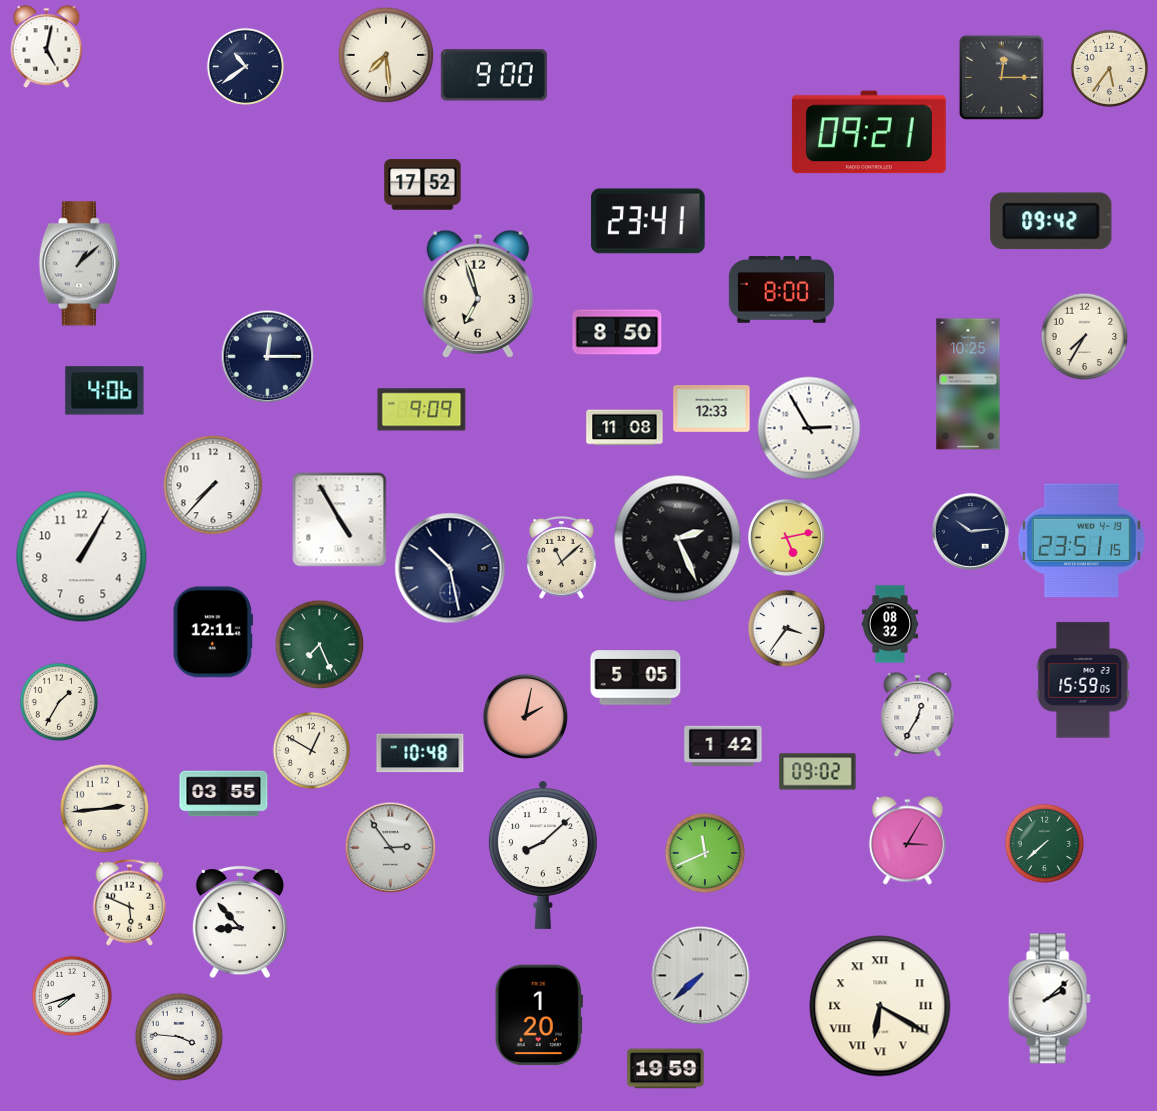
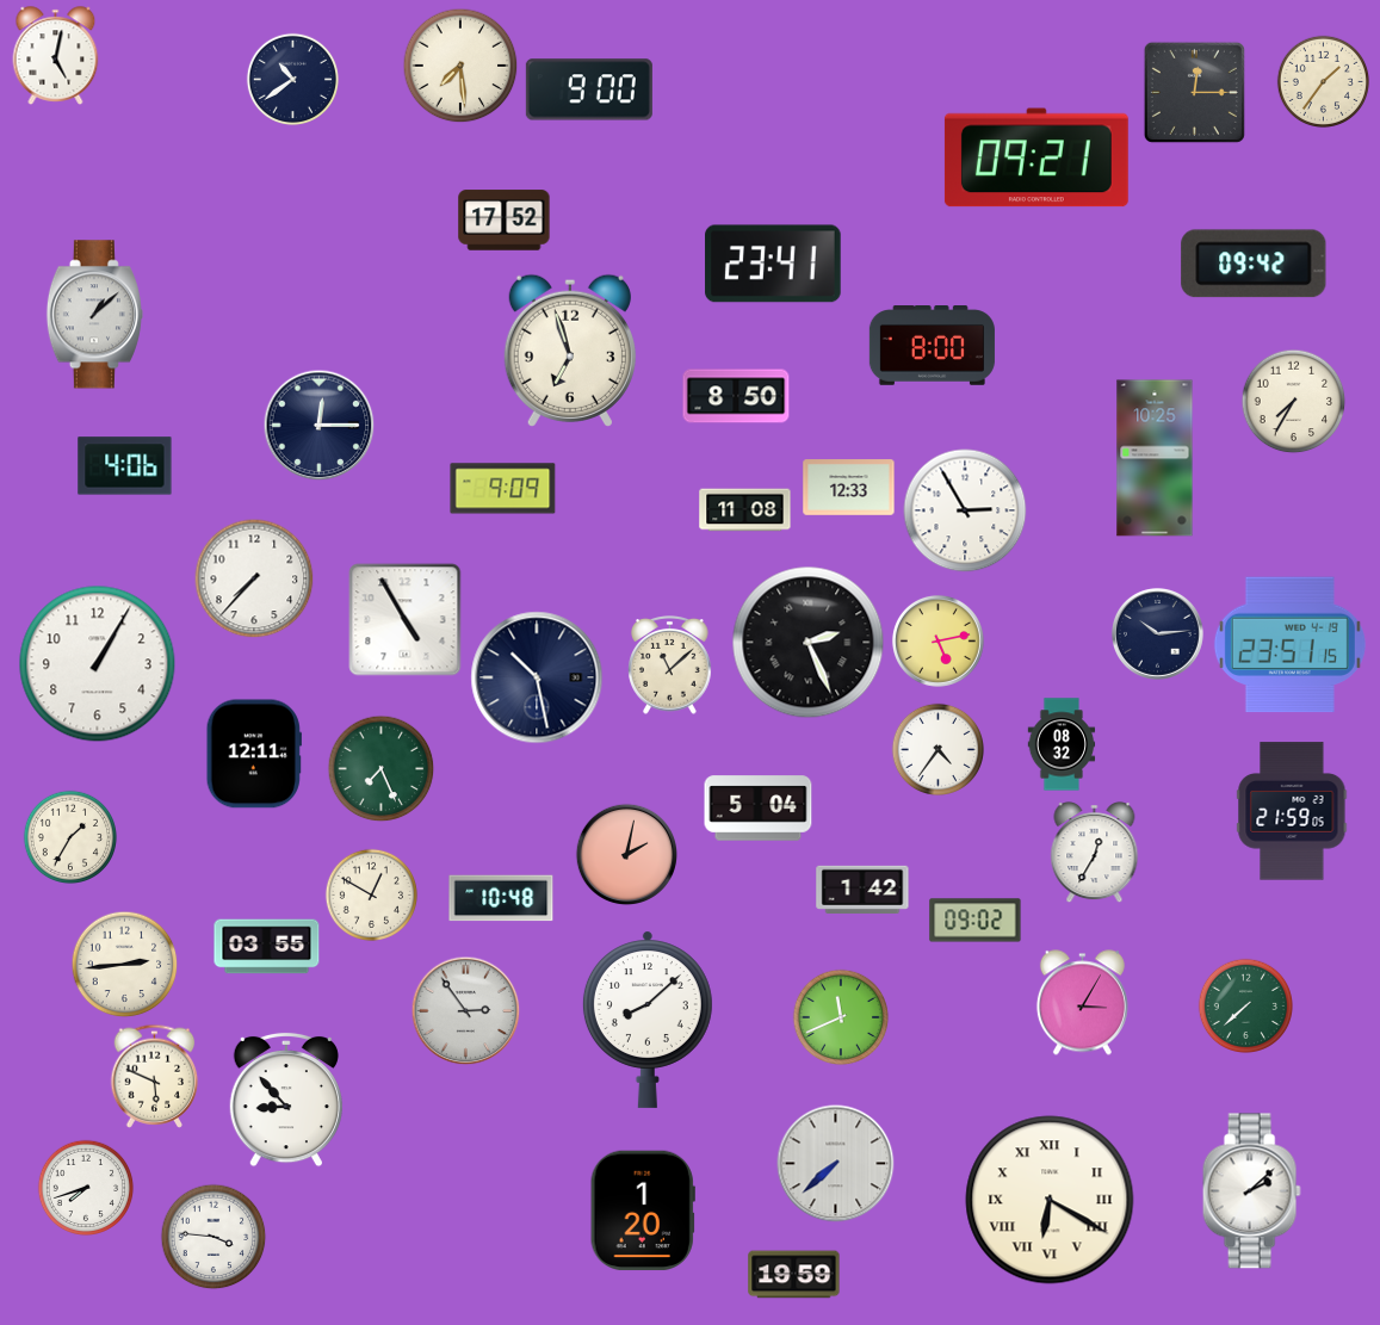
clock at (1109, 68): 5:36 -> 1:36
clock at (786, 628): 3:36 -> 4:36
clock at (636, 678): 5:05 -> 5:04
clock at (1083, 680): 15:59 -> 21:59
